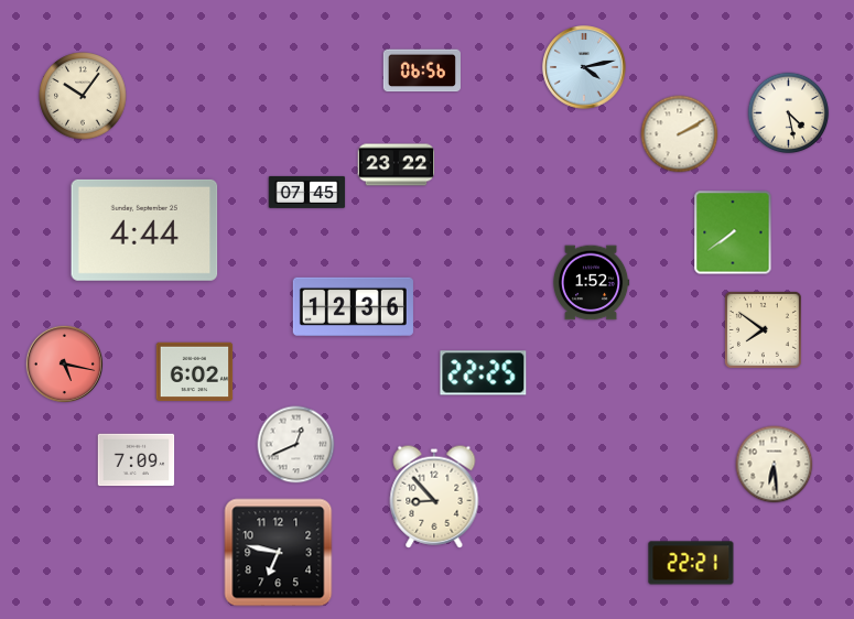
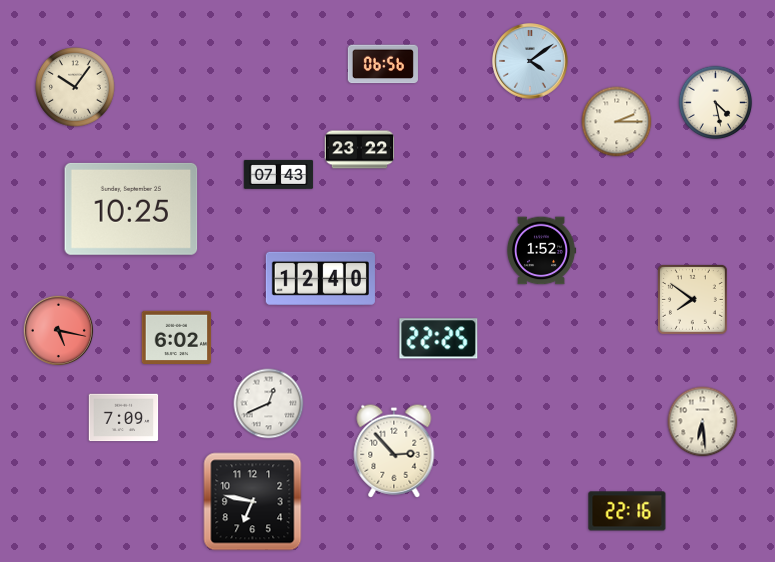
clock at (584, 67): 4:13 -> 4:09
clock at (680, 134): 2:10 -> 2:15
clock at (307, 192): 07:45 -> 07:43
clock at (144, 230): 4:44 -> 10:25
clock at (733, 232): 7:39 -> none
clock at (591, 283) position: (591, 283) -> (541, 251)
clock at (353, 306): 12:36 -> 12:40
clock at (434, 497): 8:53 -> 2:53
clock at (691, 563): 22:21 -> 22:16
